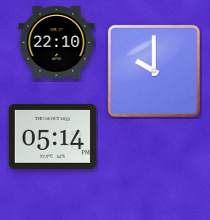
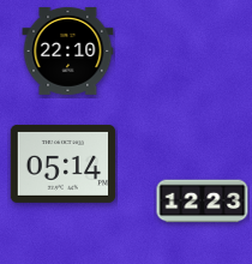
clock at (154, 71): 10:00 -> none
clock at (203, 202): none -> 12:23
